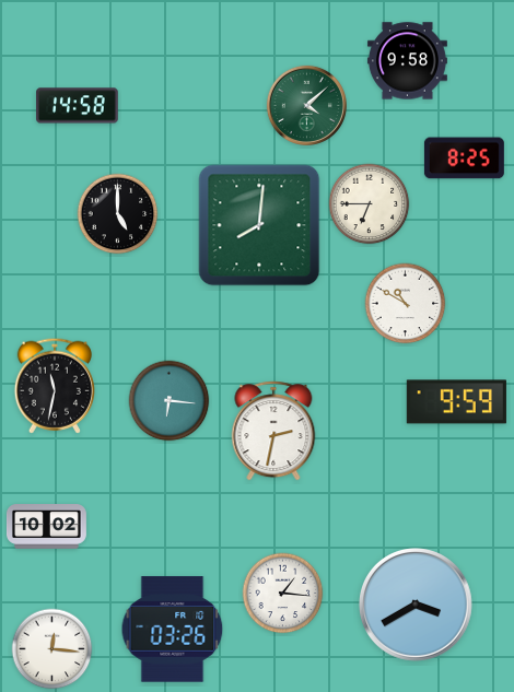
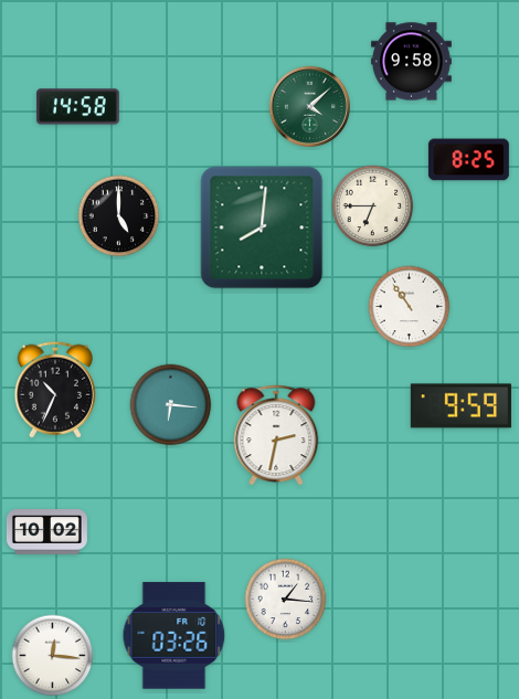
clock at (406, 304): 10:50 -> 10:54
clock at (54, 386): 11:32 -> 10:34
clock at (416, 605): 3:40 -> none
